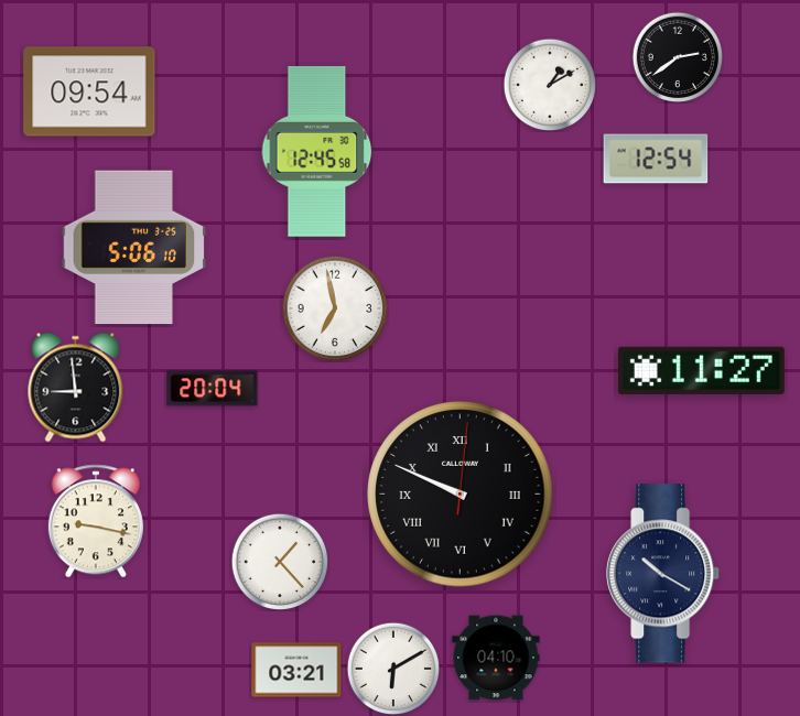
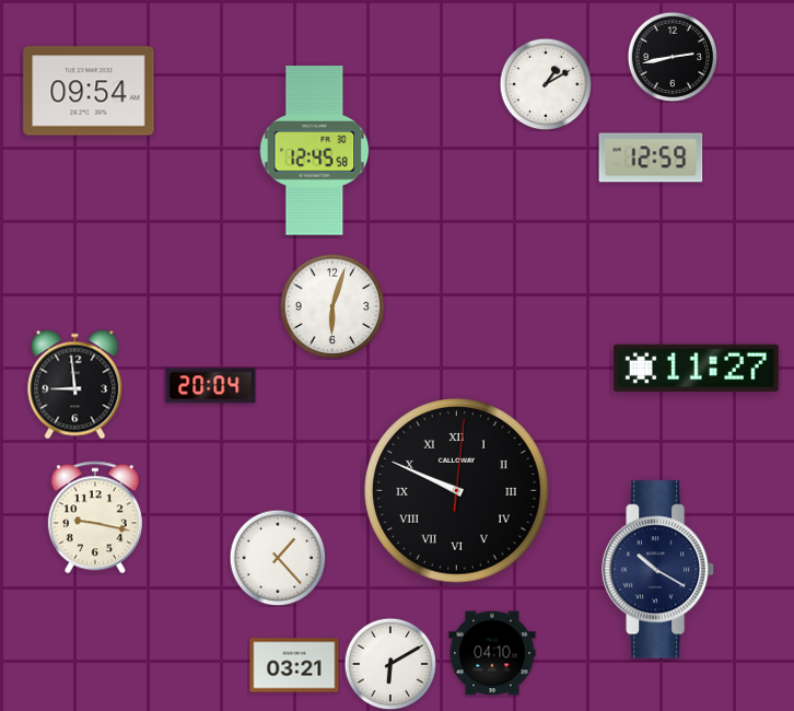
clock at (677, 56): 2:39 -> 2:43
clock at (656, 159): 12:54 -> 12:59
clock at (134, 248): 5:06 -> none
clock at (335, 308): 6:58 -> 6:03
